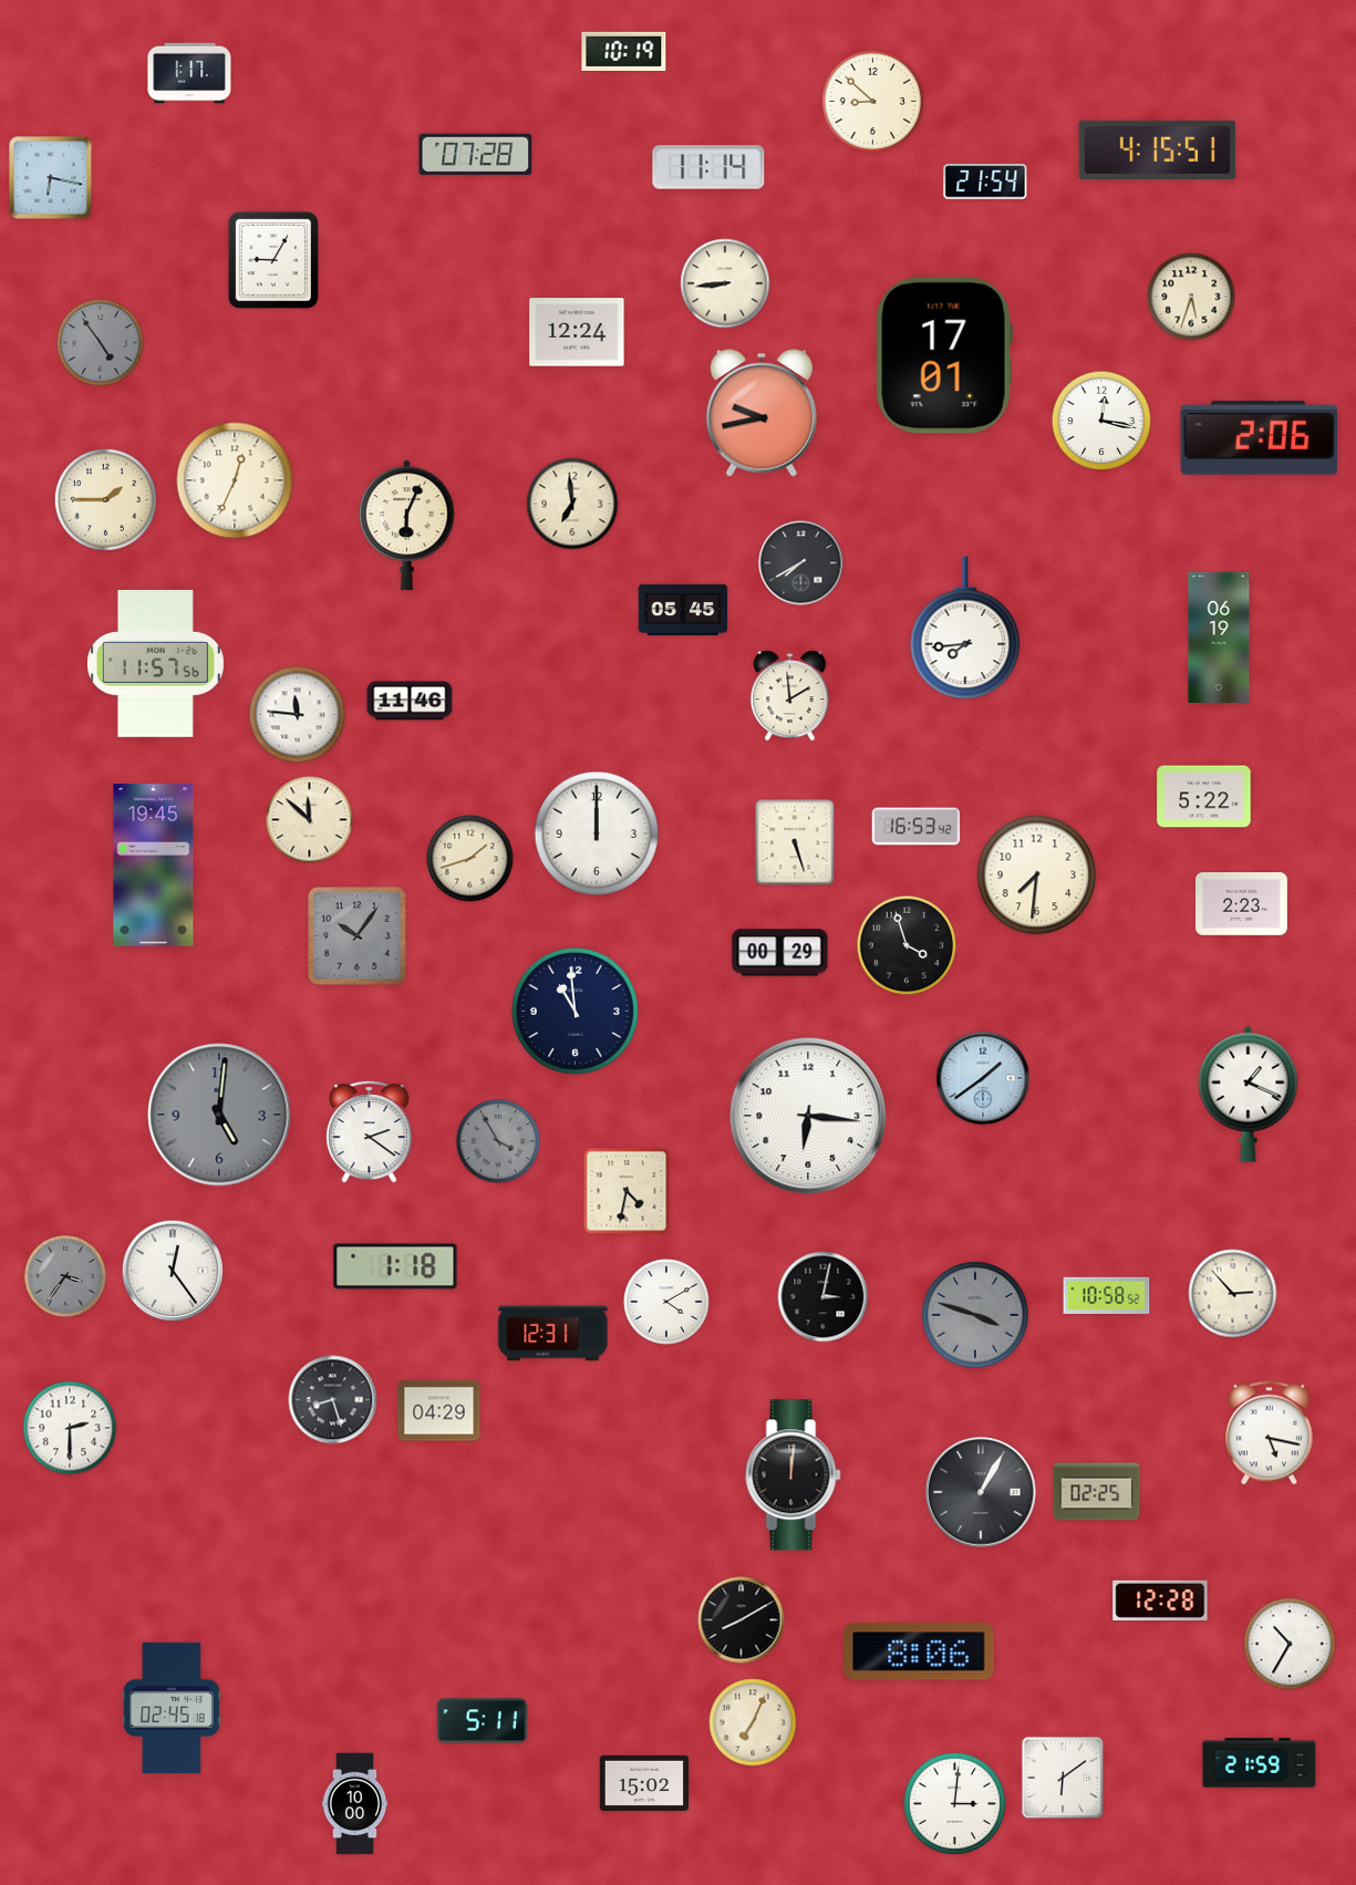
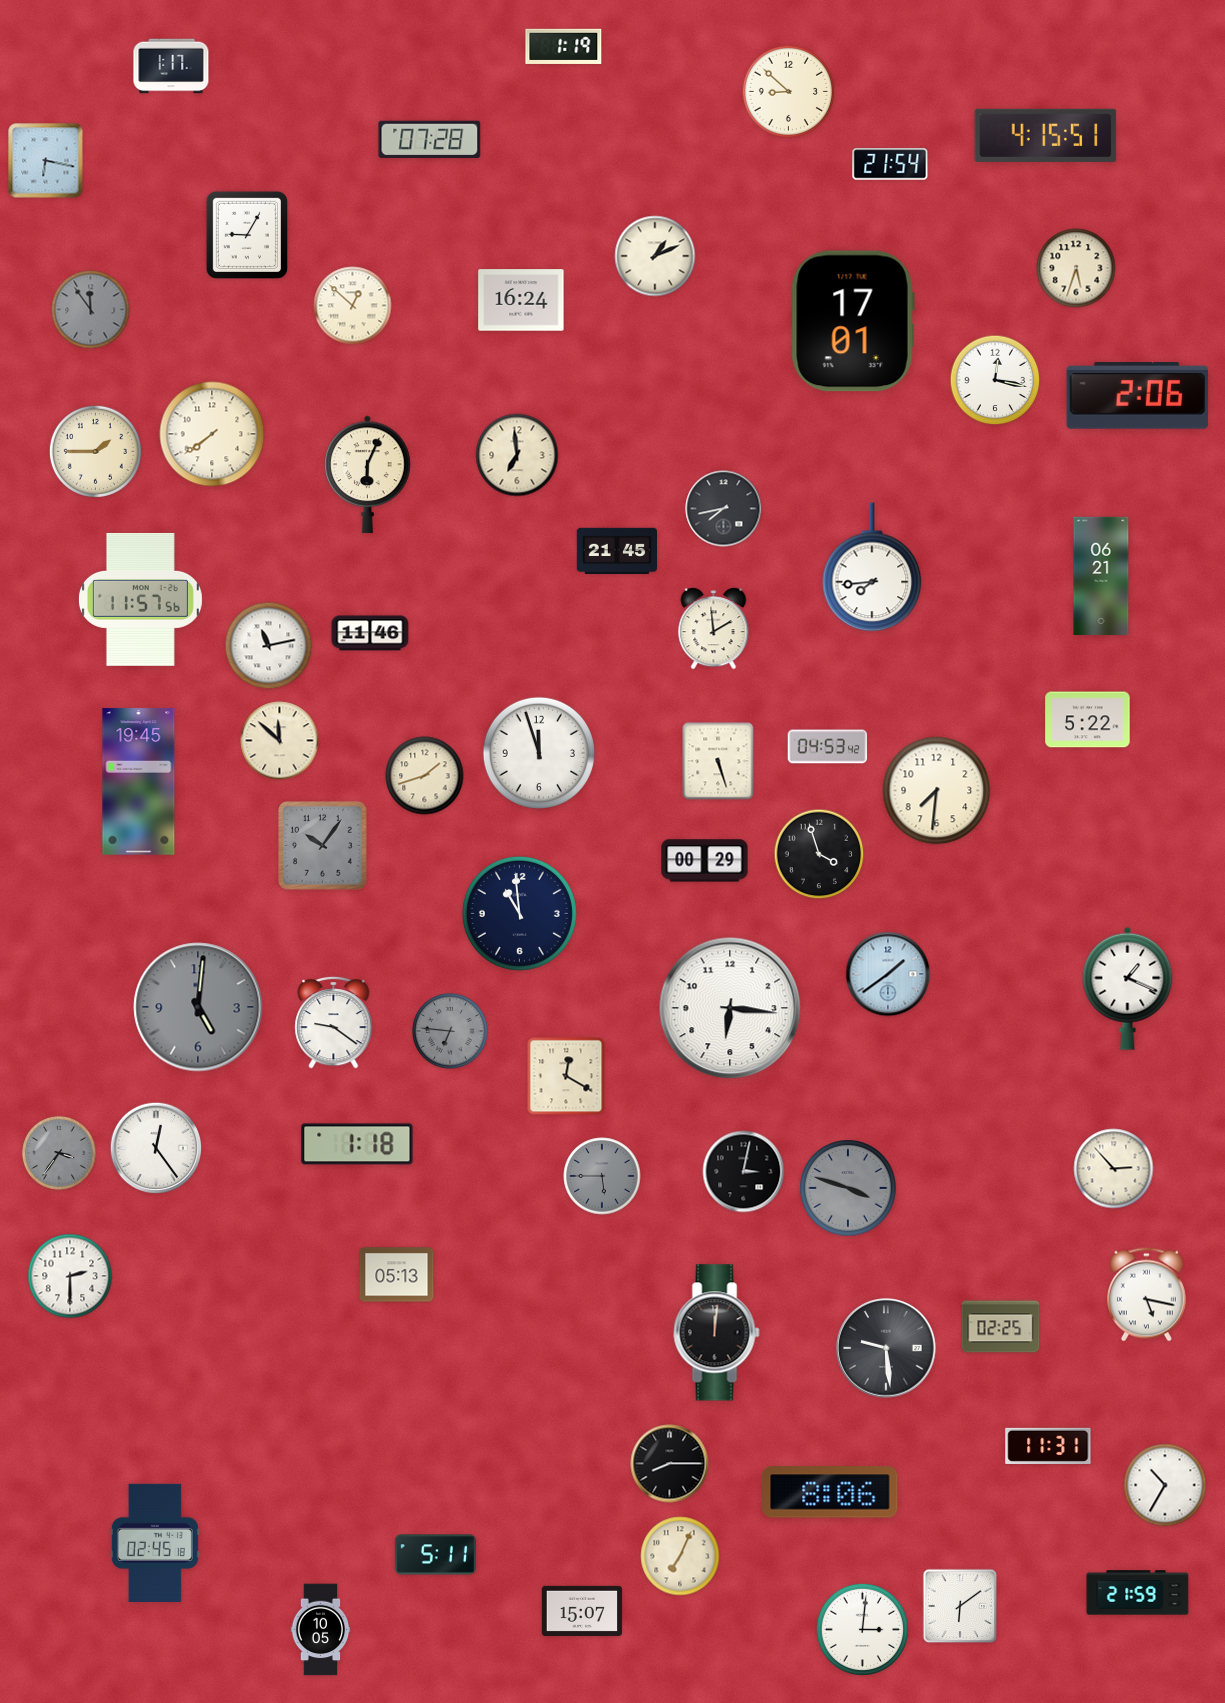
clock at (624, 51): 10:19 -> 1:19
clock at (708, 167): 11:14 -> none
clock at (725, 283): 8:44 -> 1:11
clock at (577, 332): 12:24 -> 16:24
clock at (353, 306): none -> 12:52
clock at (101, 343): 4:54 -> 11:54
clock at (762, 413): 9:43 -> none
clock at (235, 480): 12:34 -> 7:39
clock at (801, 563): 7:40 -> 7:43
clock at (683, 609): 05:45 -> 21:45
clock at (1219, 636): 06:19 -> 06:21
clock at (298, 715): 11:46 -> 11:13
clock at (917, 827): 16:53 -> 04:53
clock at (597, 833): 12:00 -> 11:57
clock at (1242, 904): 2:23 -> none
clock at (370, 1131): 2:21 -> 9:21
clock at (498, 1141): 3:55 -> 6:46
clock at (627, 1191): 4:32 -> 12:20
clock at (1107, 1295): 10:58 -> none
clock at (666, 1302): 4:10 -> 5:45
clock at (666, 1302) dial: white -> grey
clock at (975, 1315) position: (975, 1315) -> (848, 1188)
clock at (553, 1334): 12:31 -> none
clock at (333, 1400): 8:27 -> none
clock at (439, 1411): 04:29 -> 05:13
clock at (70, 1428) position: (70, 1428) -> (70, 1276)
clock at (981, 1492): 1:05 -> 9:29
clock at (1097, 1492) position: (1097, 1492) -> (1001, 1327)
clock at (1160, 1601): 12:28 -> 11:31
clock at (742, 1620): 8:10 -> 8:15
clock at (644, 1783): 15:02 -> 15:07
clock at (355, 1804): 10:00 -> 10:05
